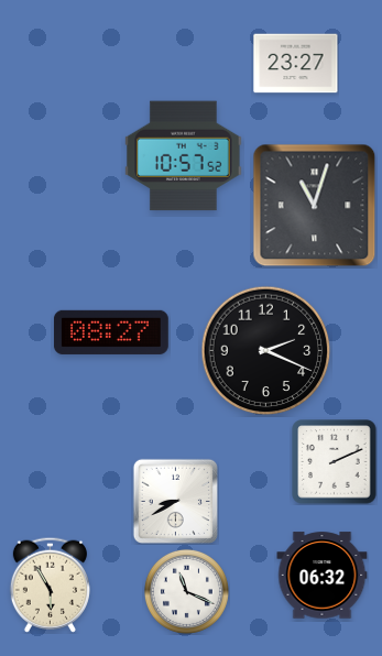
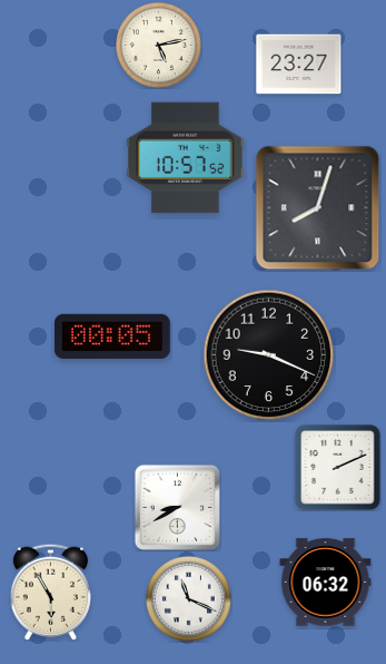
clock at (158, 45): none -> 5:13
clock at (315, 206): 11:03 -> 8:03
clock at (111, 332): 08:27 -> 00:05
clock at (266, 351): 2:19 -> 9:19
